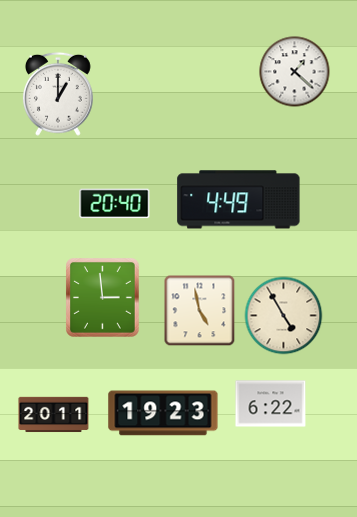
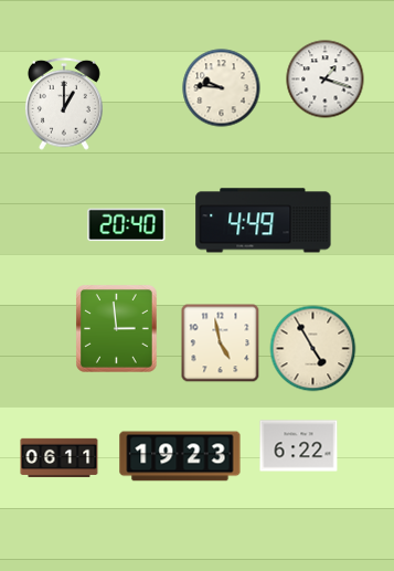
clock at (295, 72): 1:22 -> 1:18
clock at (222, 88): none -> 9:46
clock at (103, 298) position: (103, 298) -> (117, 329)
clock at (54, 415): 20:11 -> 06:11
